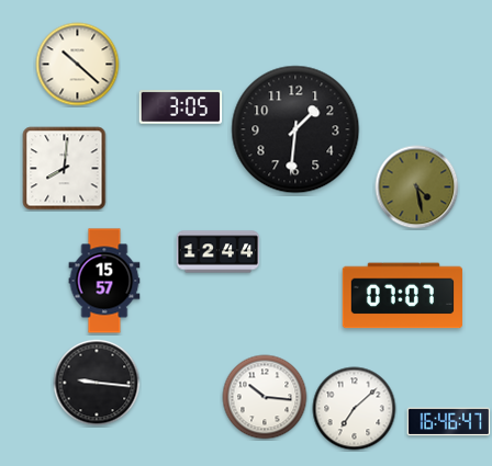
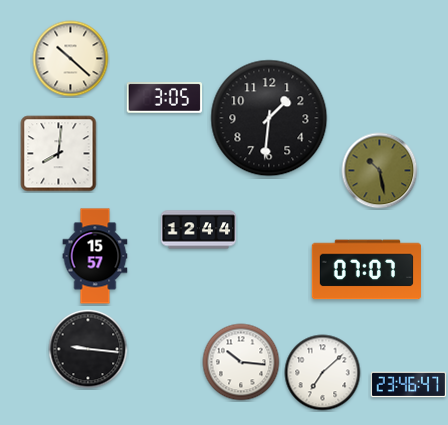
clock at (417, 187): 4:28 -> 10:28
clock at (449, 422): 16:46 -> 23:46
